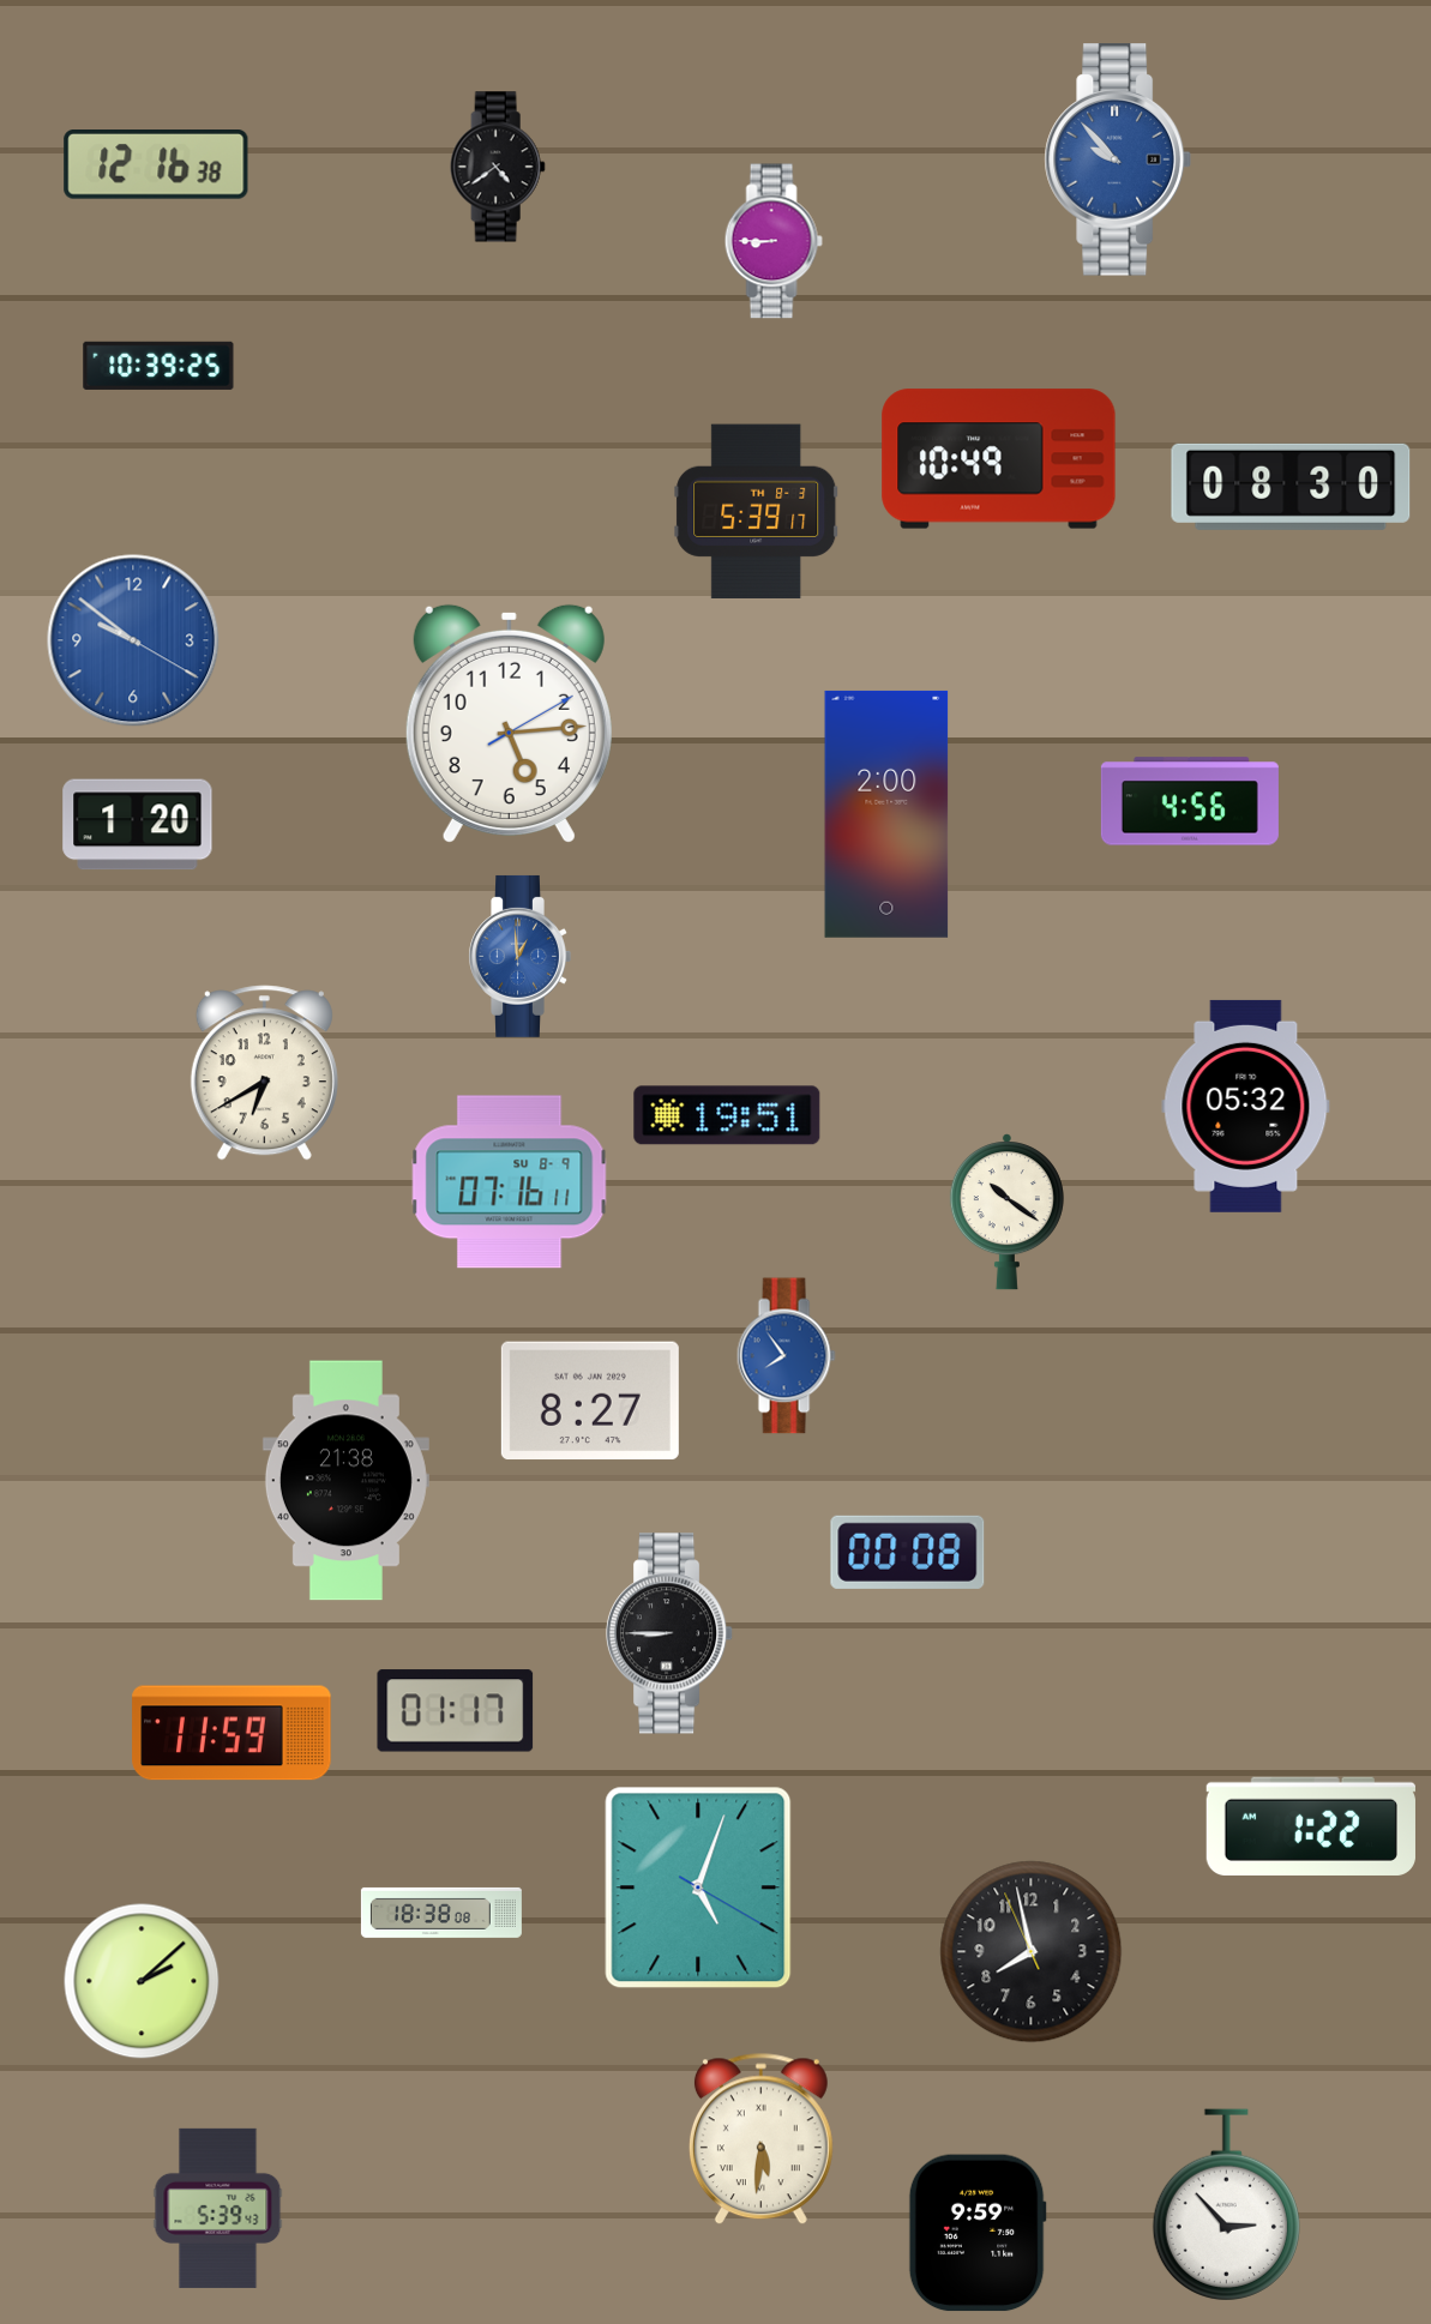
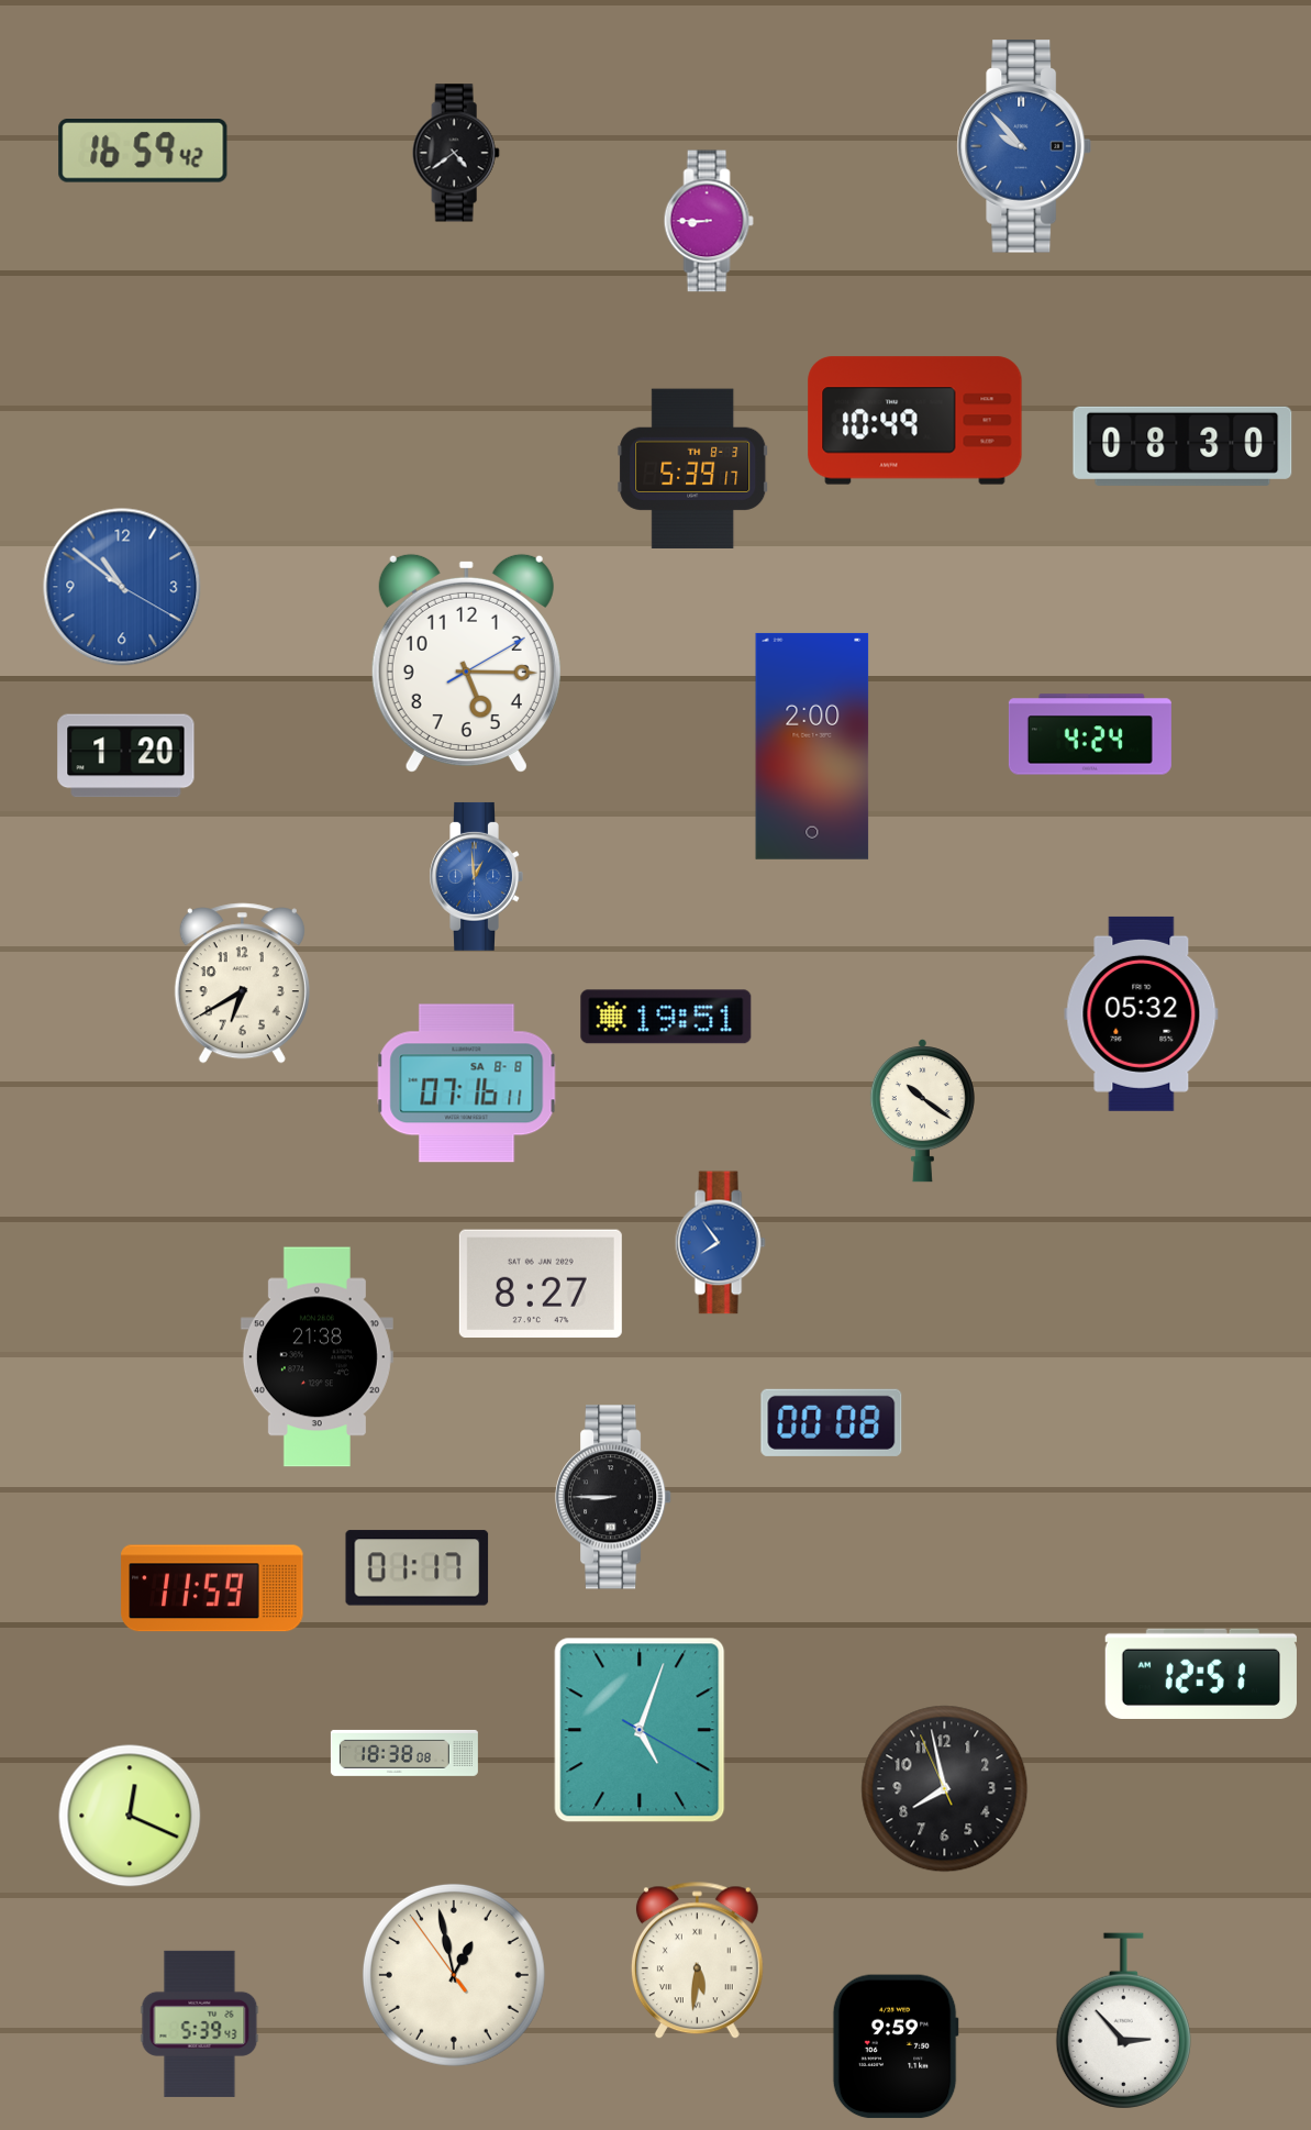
clock at (156, 165): 12:16 -> 16:59
clock at (158, 366): 10:39 -> none
clock at (133, 640): 9:51 -> 10:51
clock at (509, 723): 5:14 -> 5:15
clock at (1190, 801): 4:56 -> 4:24
clock at (727, 1115) position: (727, 1115) -> (666, 1017)
clock at (510, 1182) date: SU 8-9 -> SA 8-8
clock at (1311, 1826): 1:22 -> 12:51
clock at (142, 1981): 2:08 -> 12:19
clock at (454, 1975): none -> 12:57
